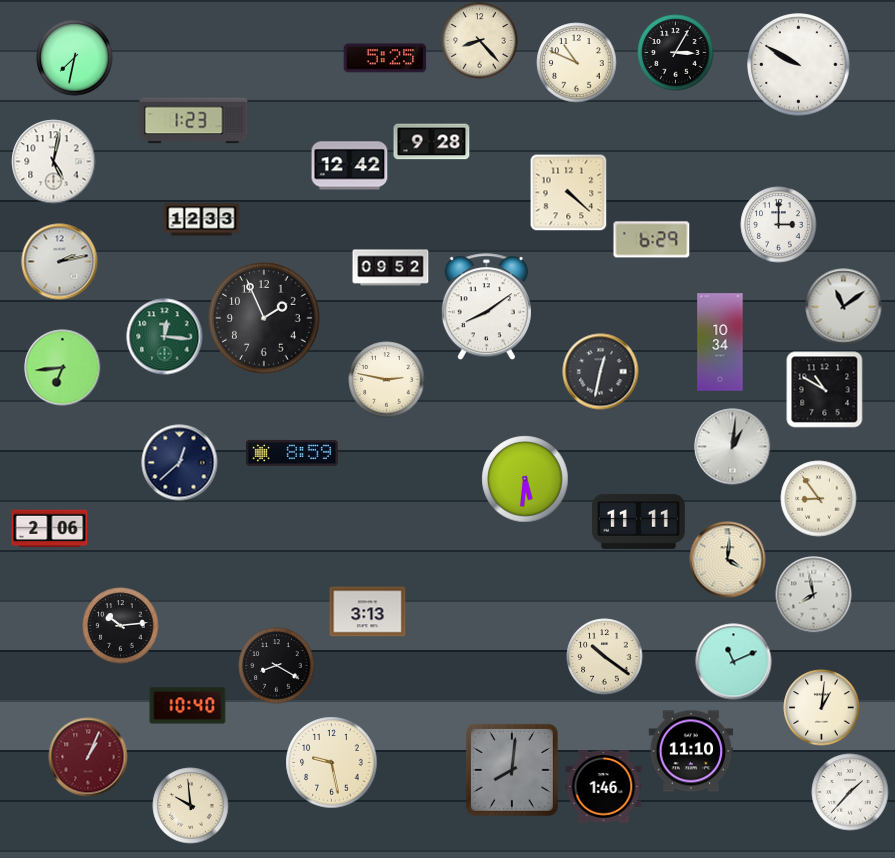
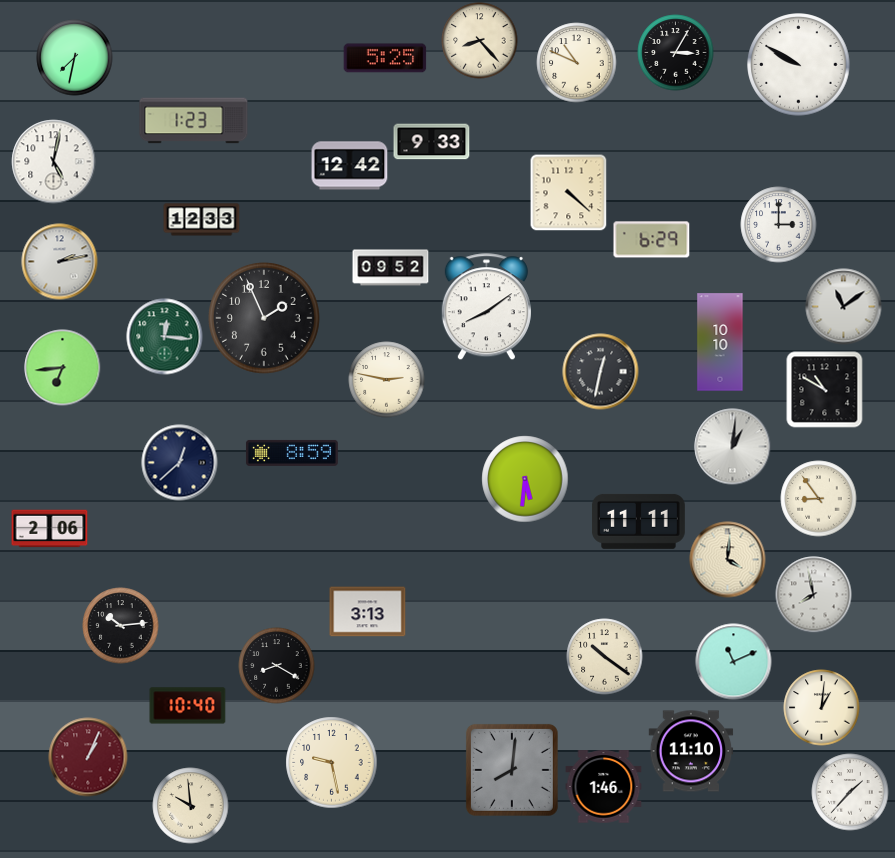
clock at (432, 142): 9:28 -> 9:33
clock at (720, 342): 10:34 -> 10:10
